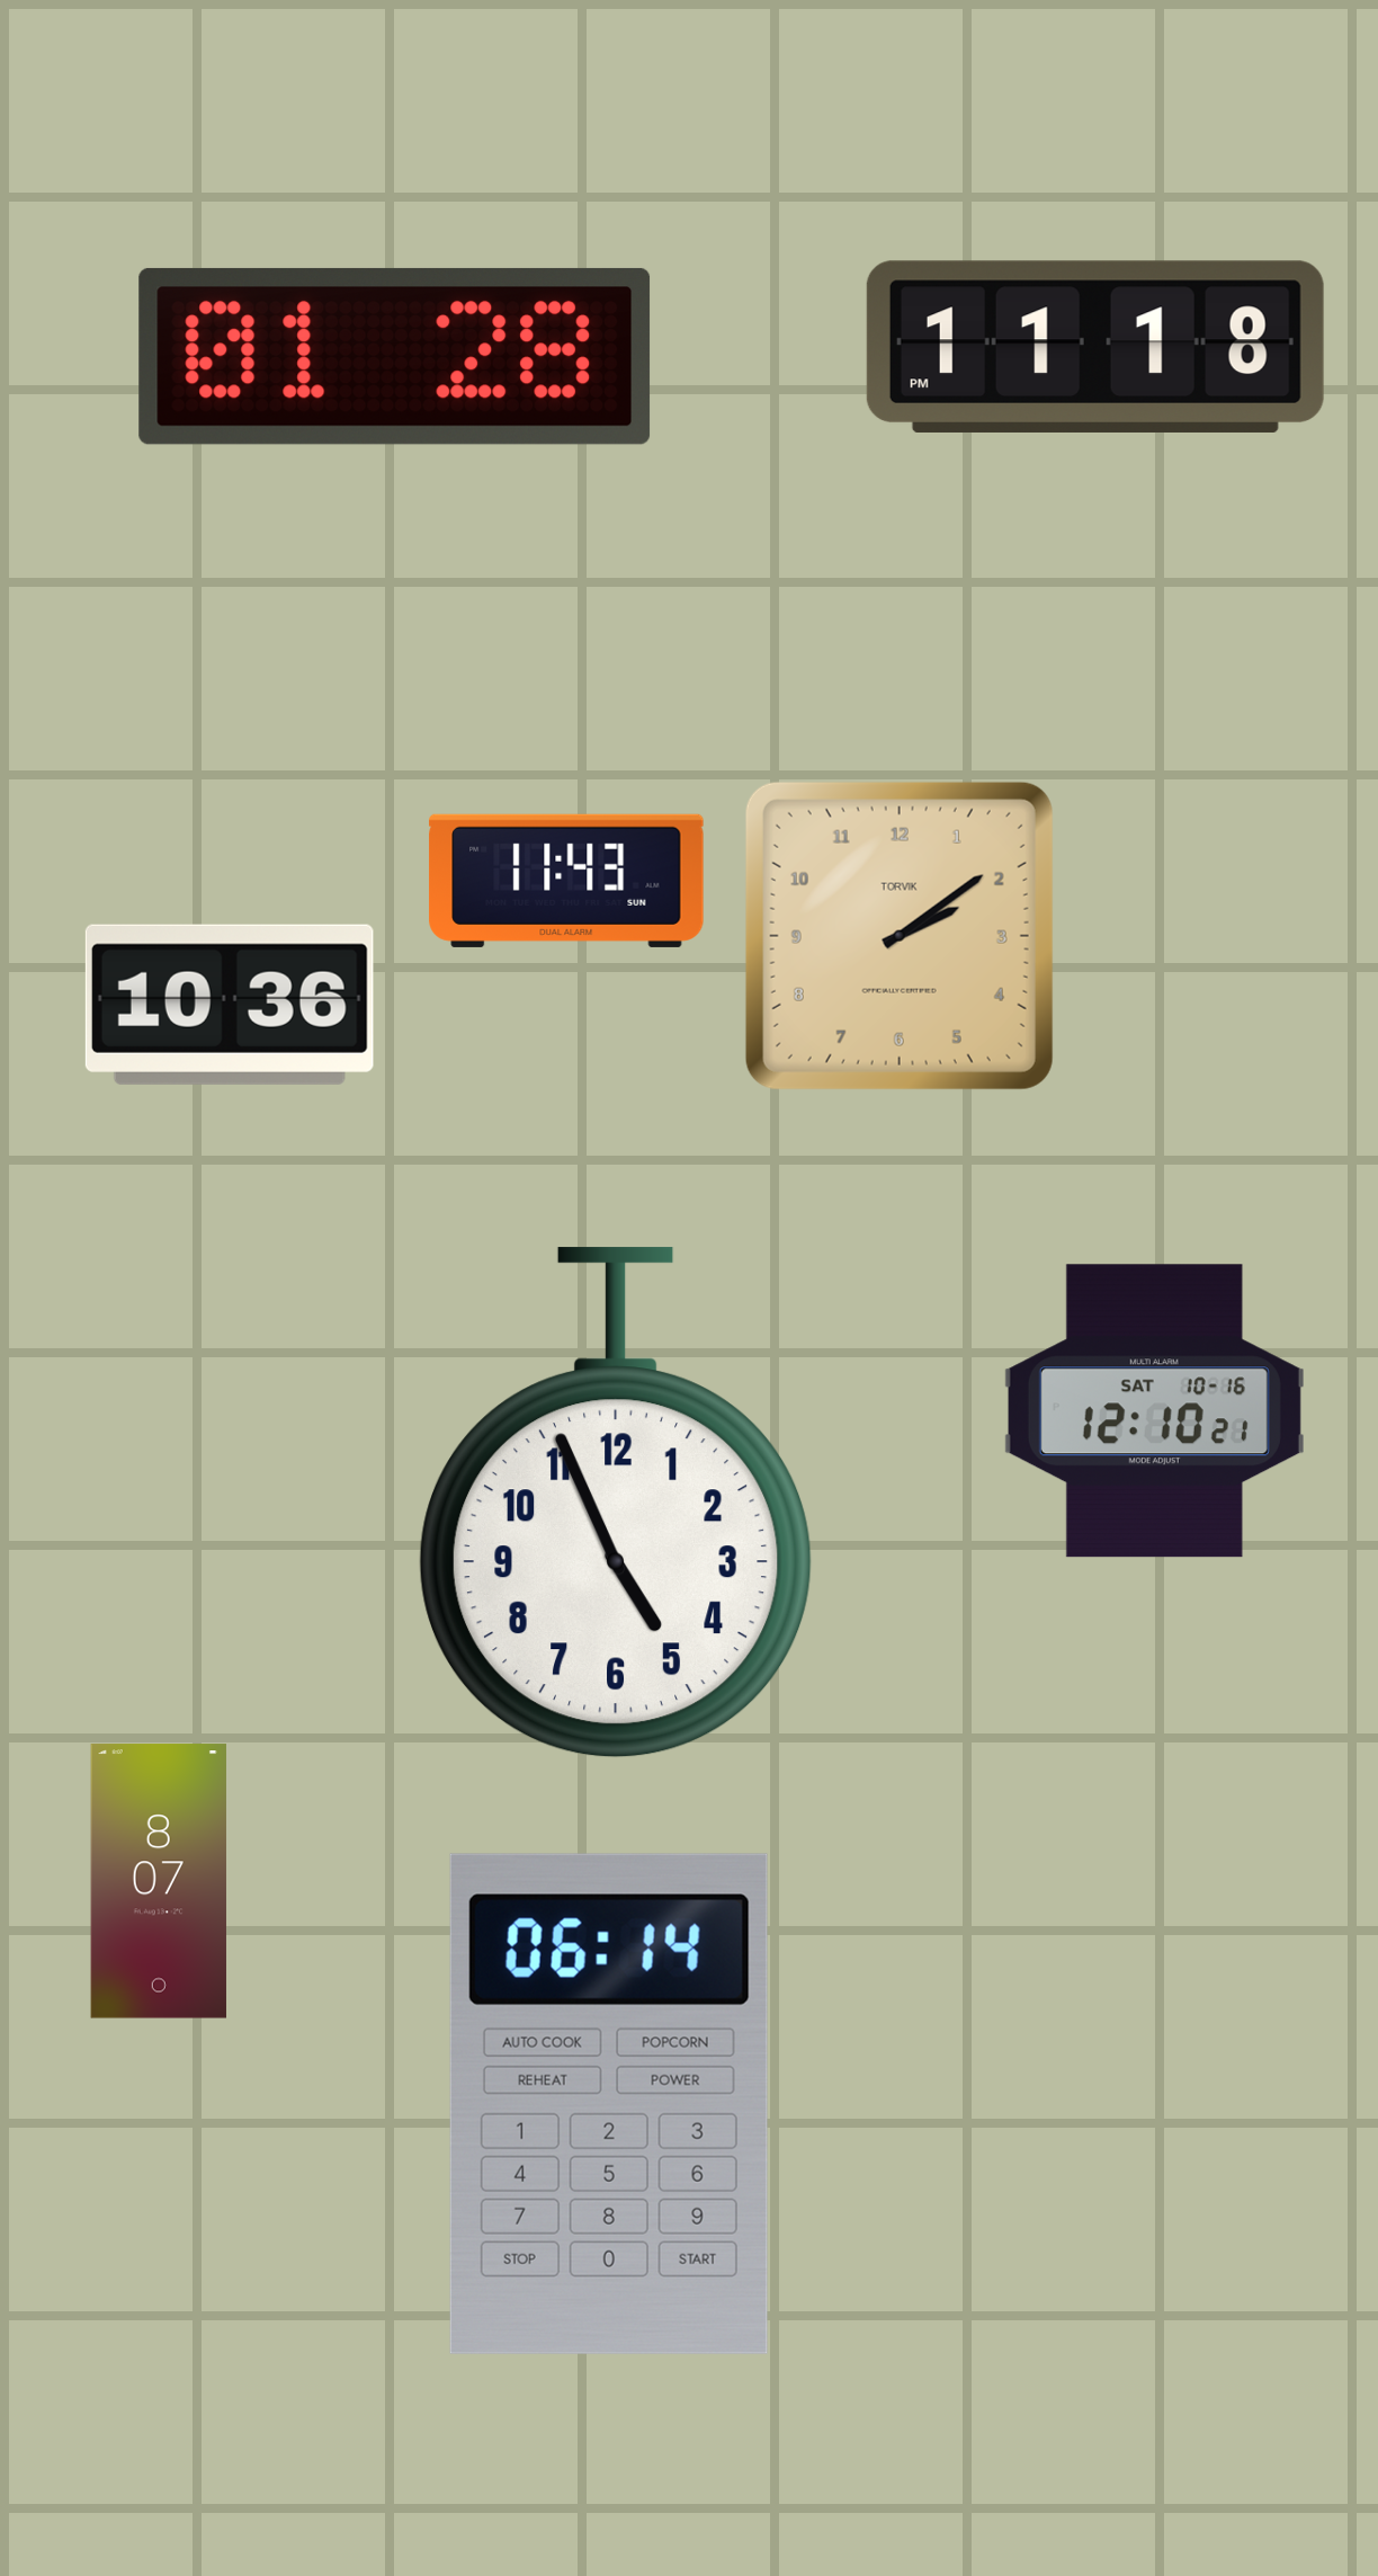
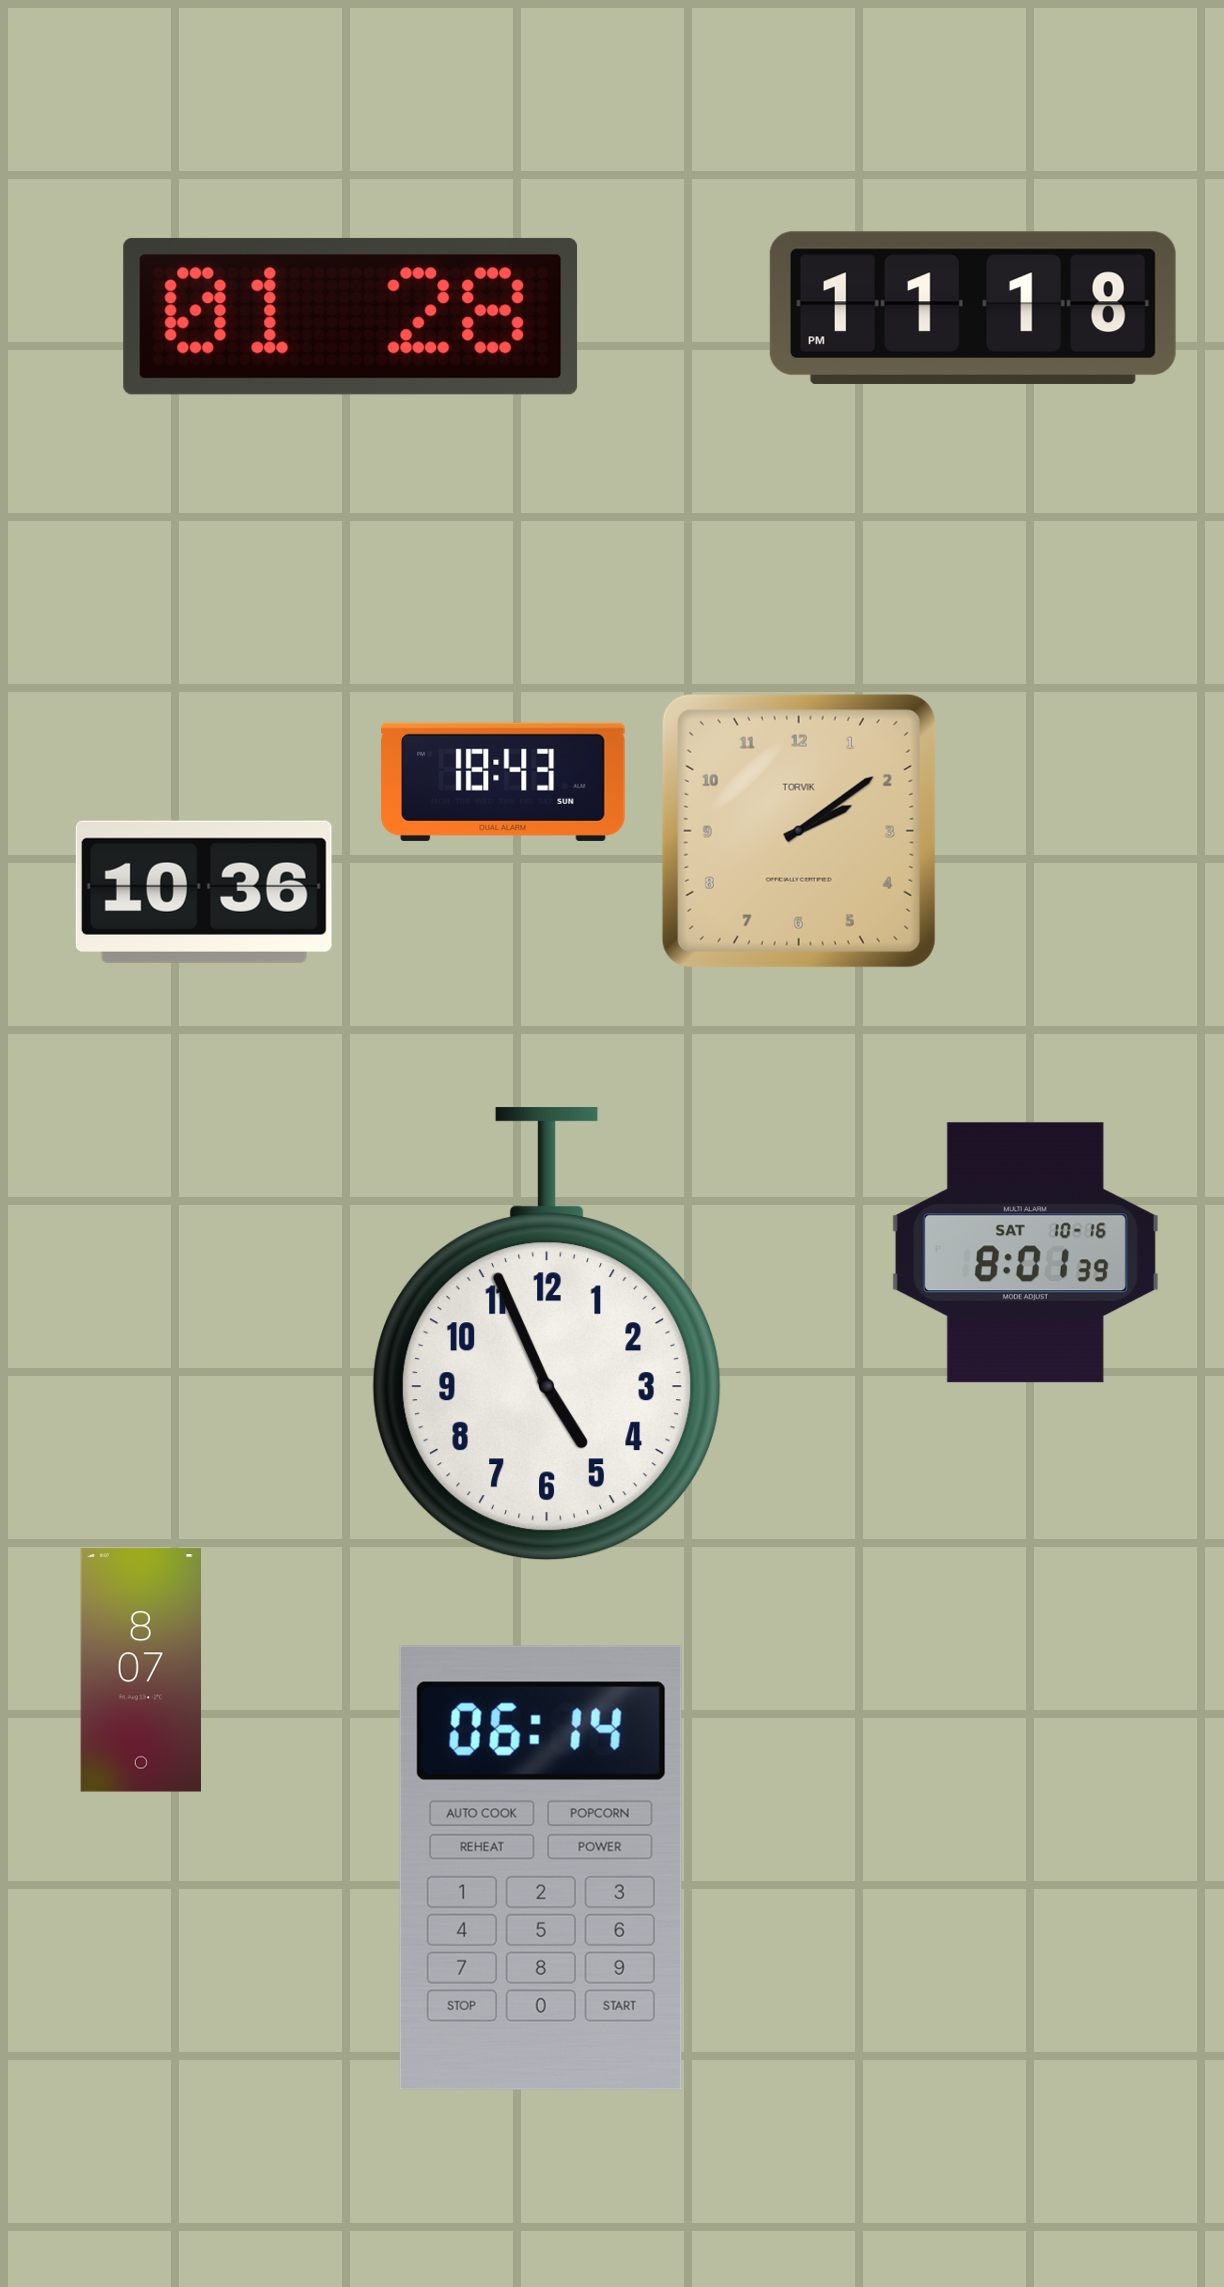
clock at (566, 881): 11:43 -> 18:43
clock at (1154, 1411): 12:10 -> 8:01
